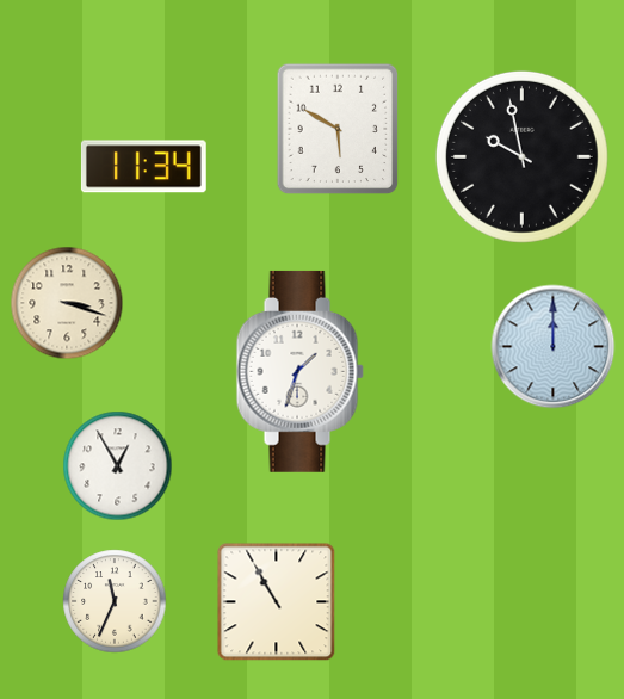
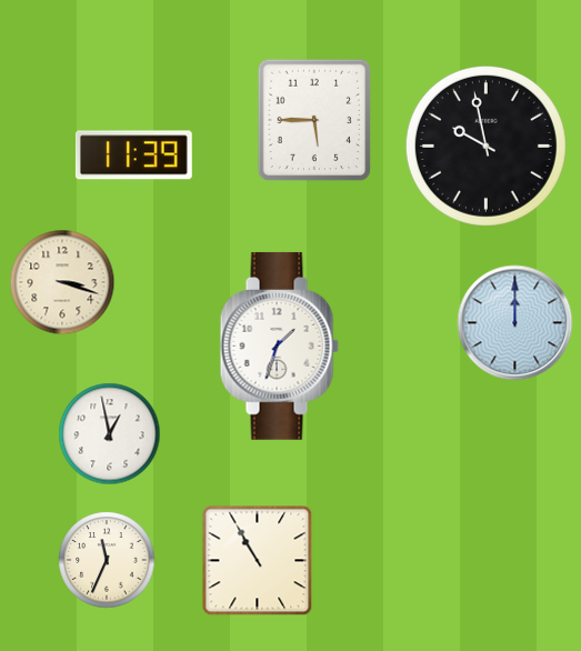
clock at (338, 129): 5:50 -> 5:45
clock at (143, 167): 11:34 -> 11:39
clock at (118, 466): 12:55 -> 12:58
